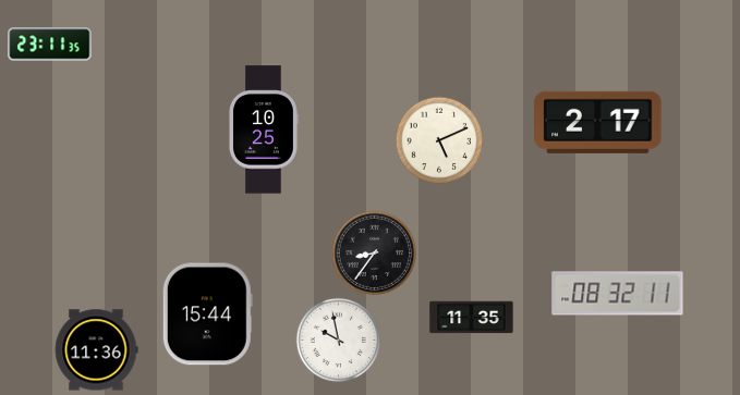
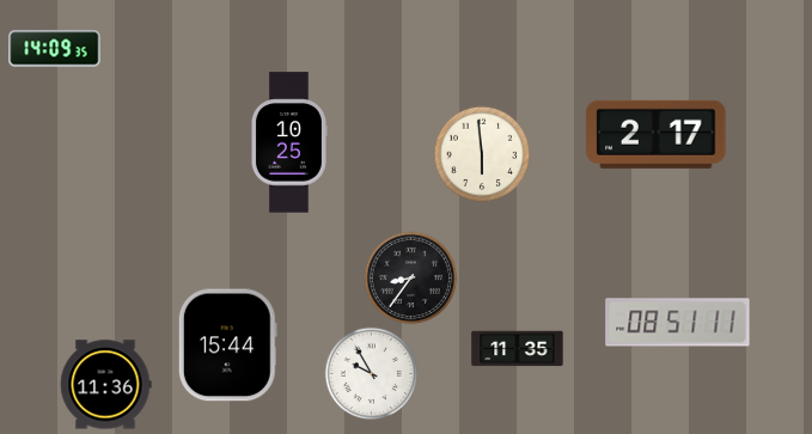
clock at (50, 45): 23:11 -> 14:09
clock at (439, 140): 5:11 -> 5:59
clock at (618, 294): 08:32 -> 08:51
clock at (338, 340): 9:58 -> 9:55
